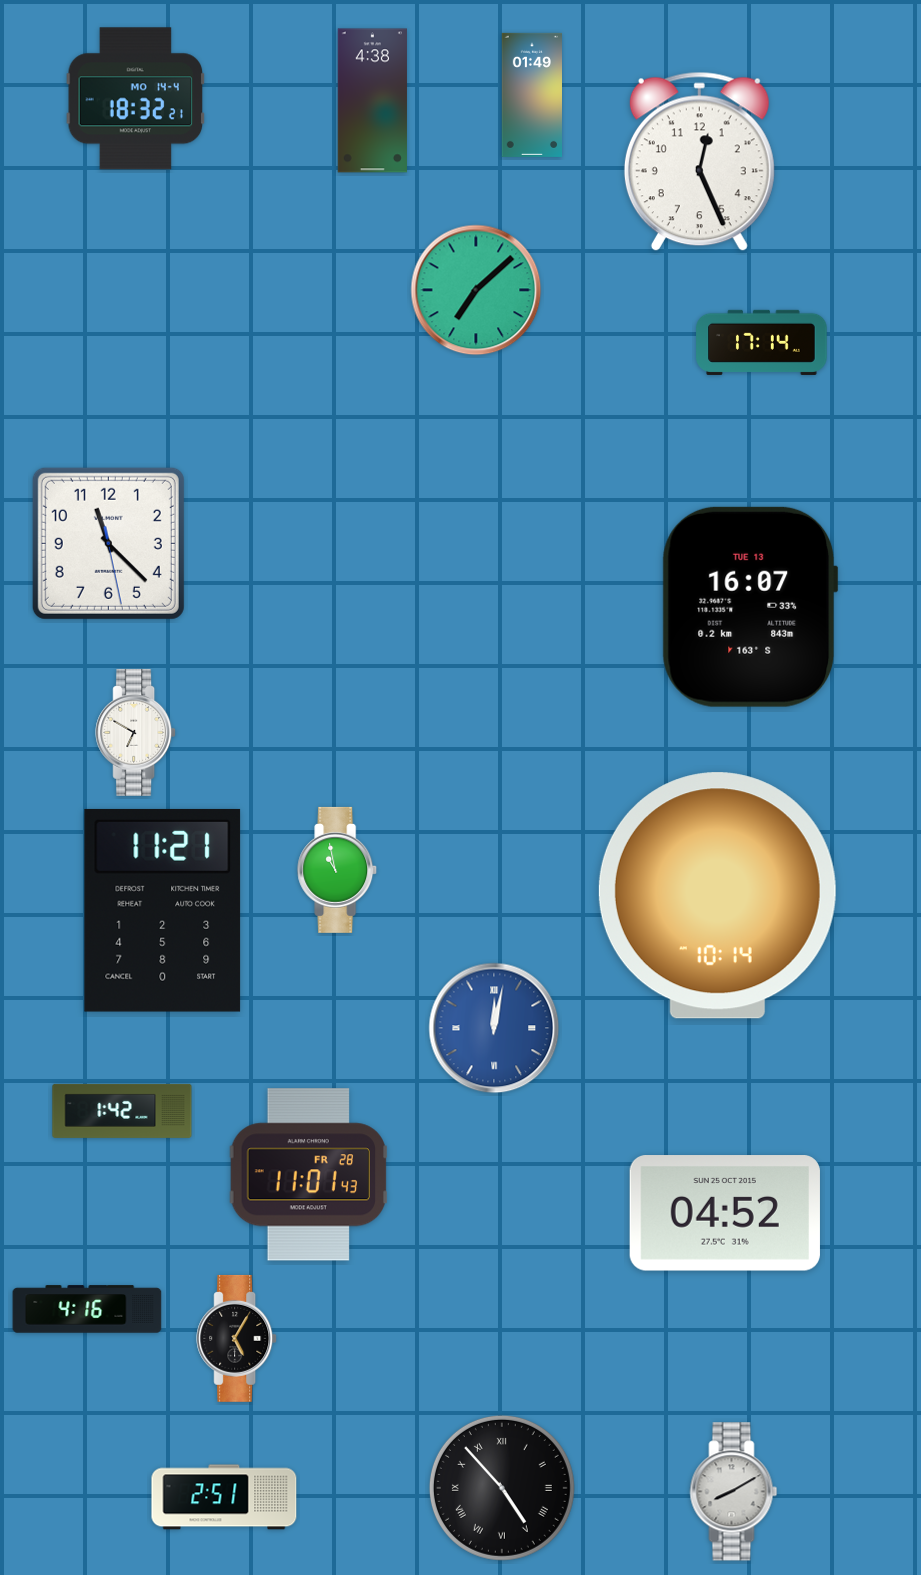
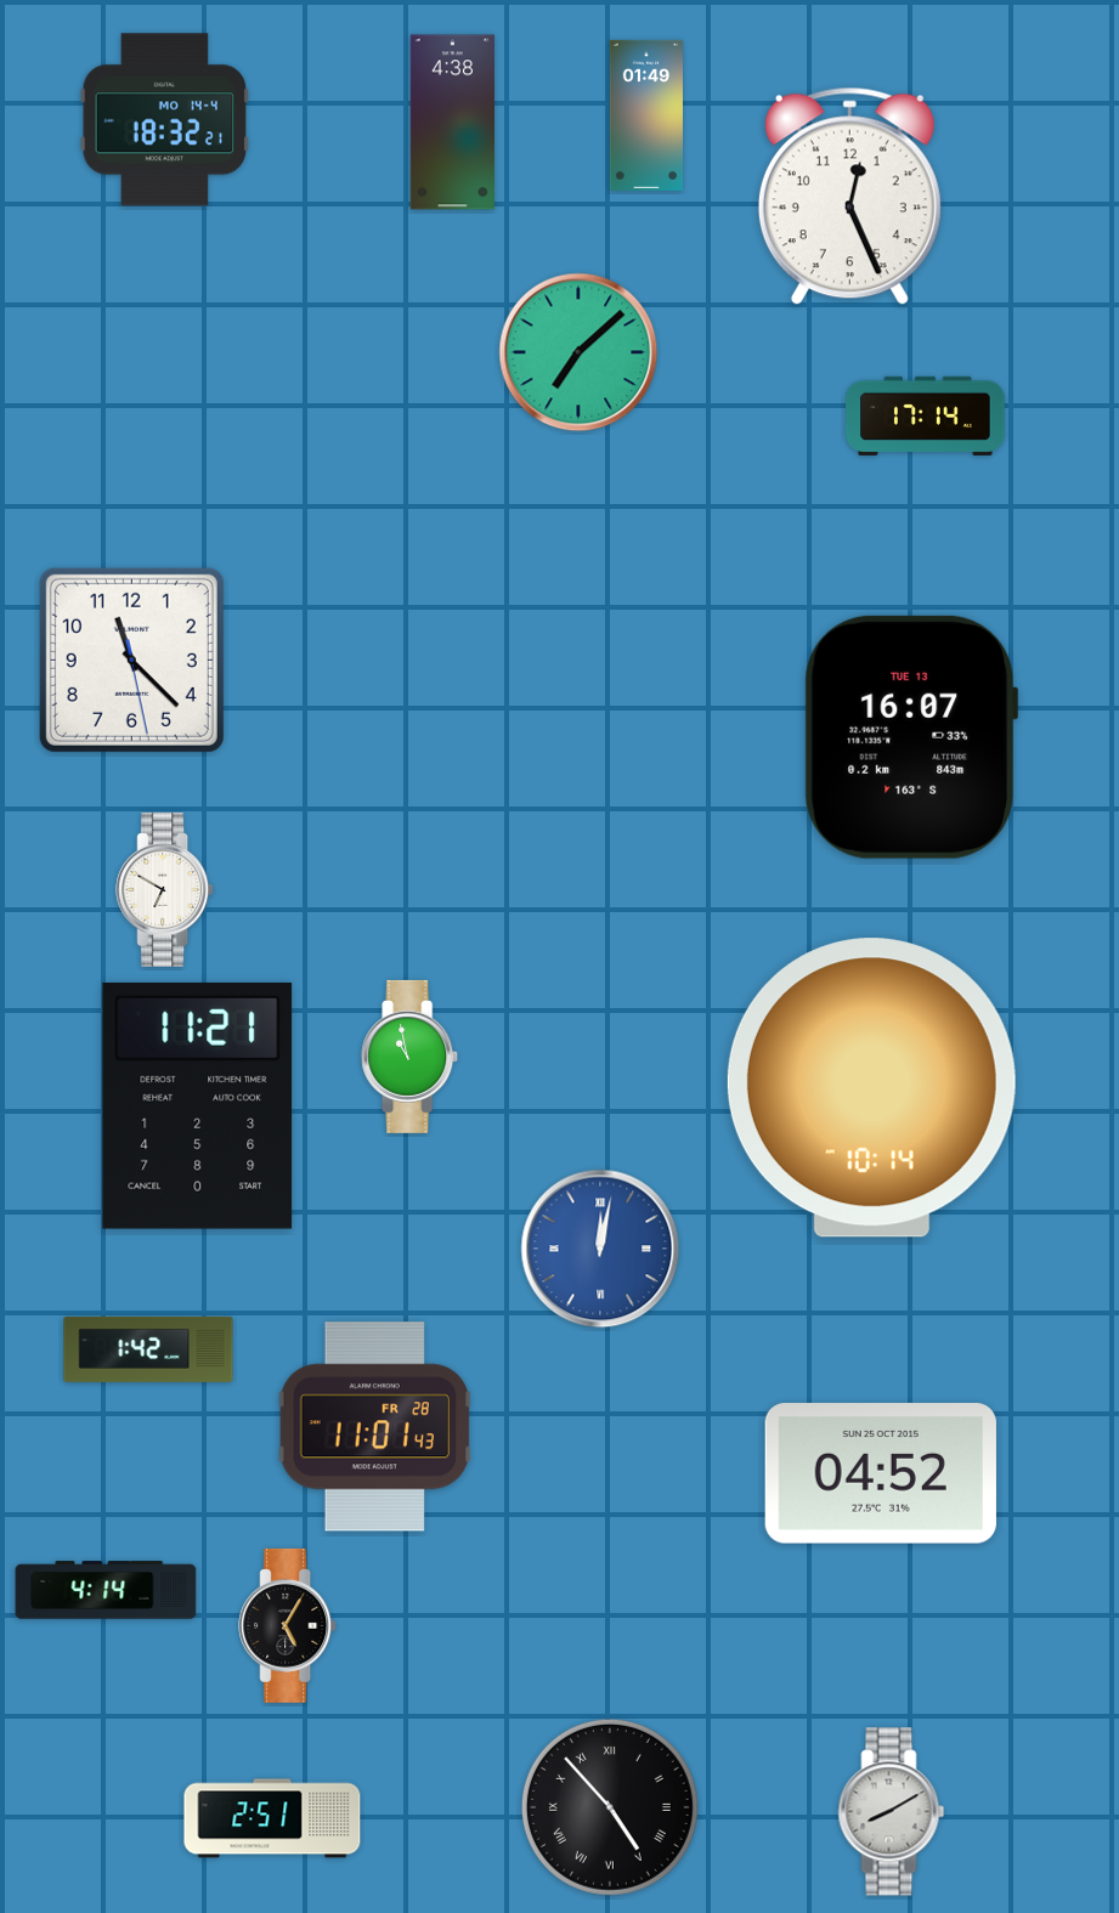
clock at (87, 1309): 4:16 -> 4:14
